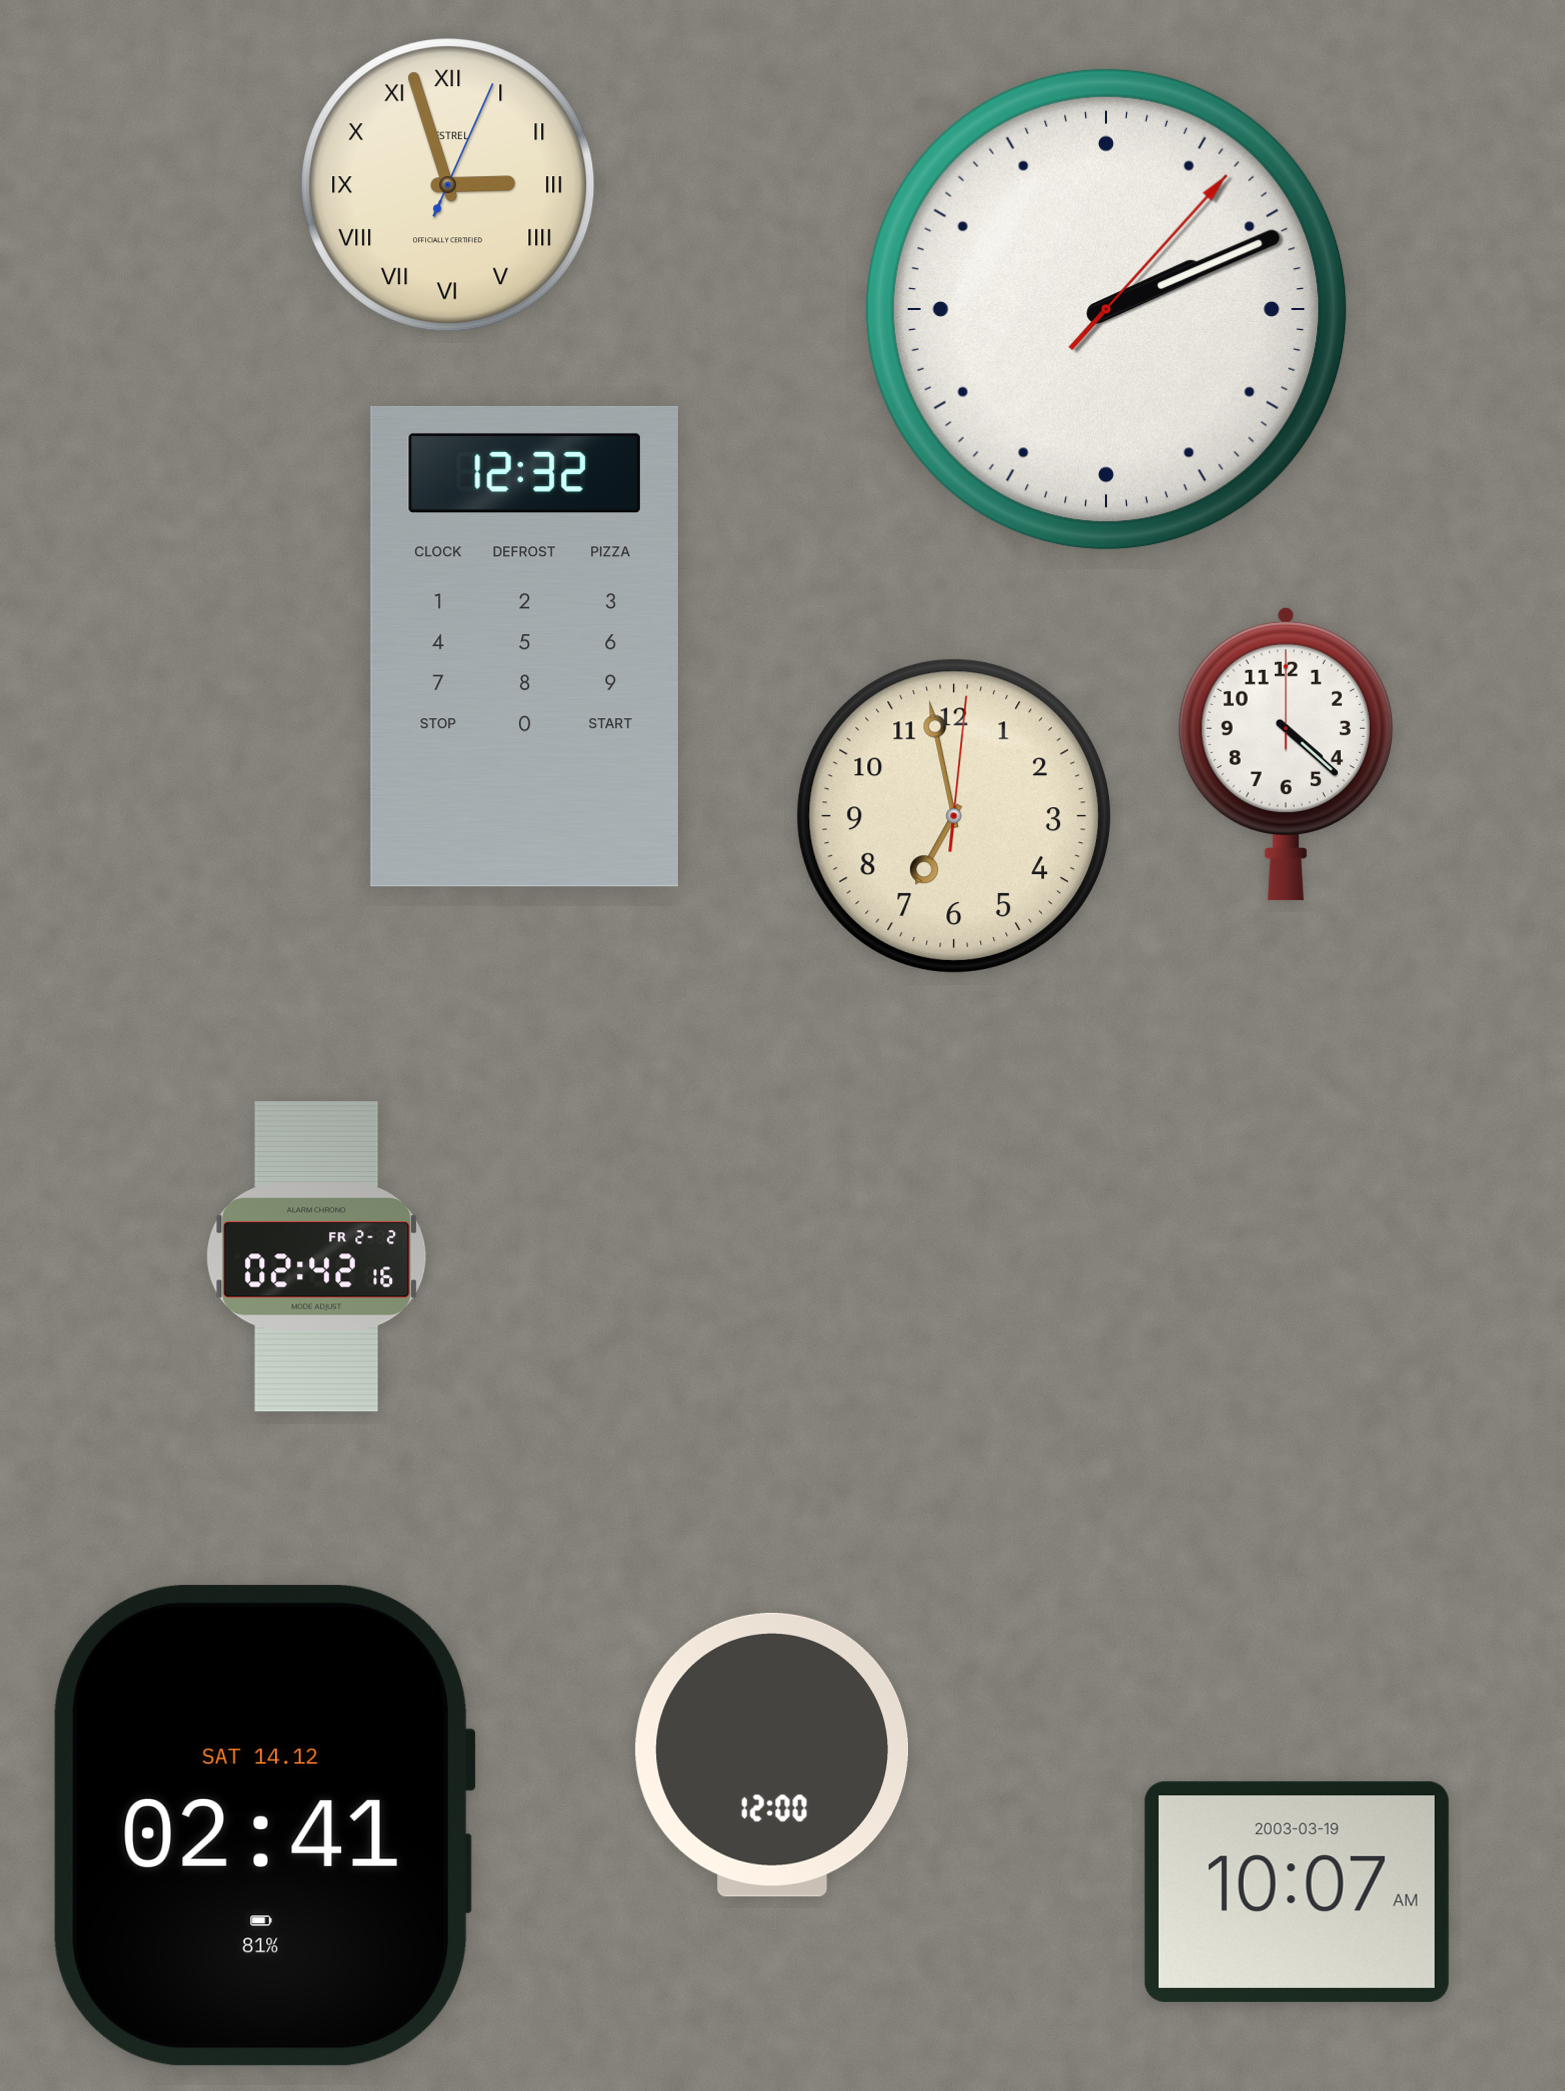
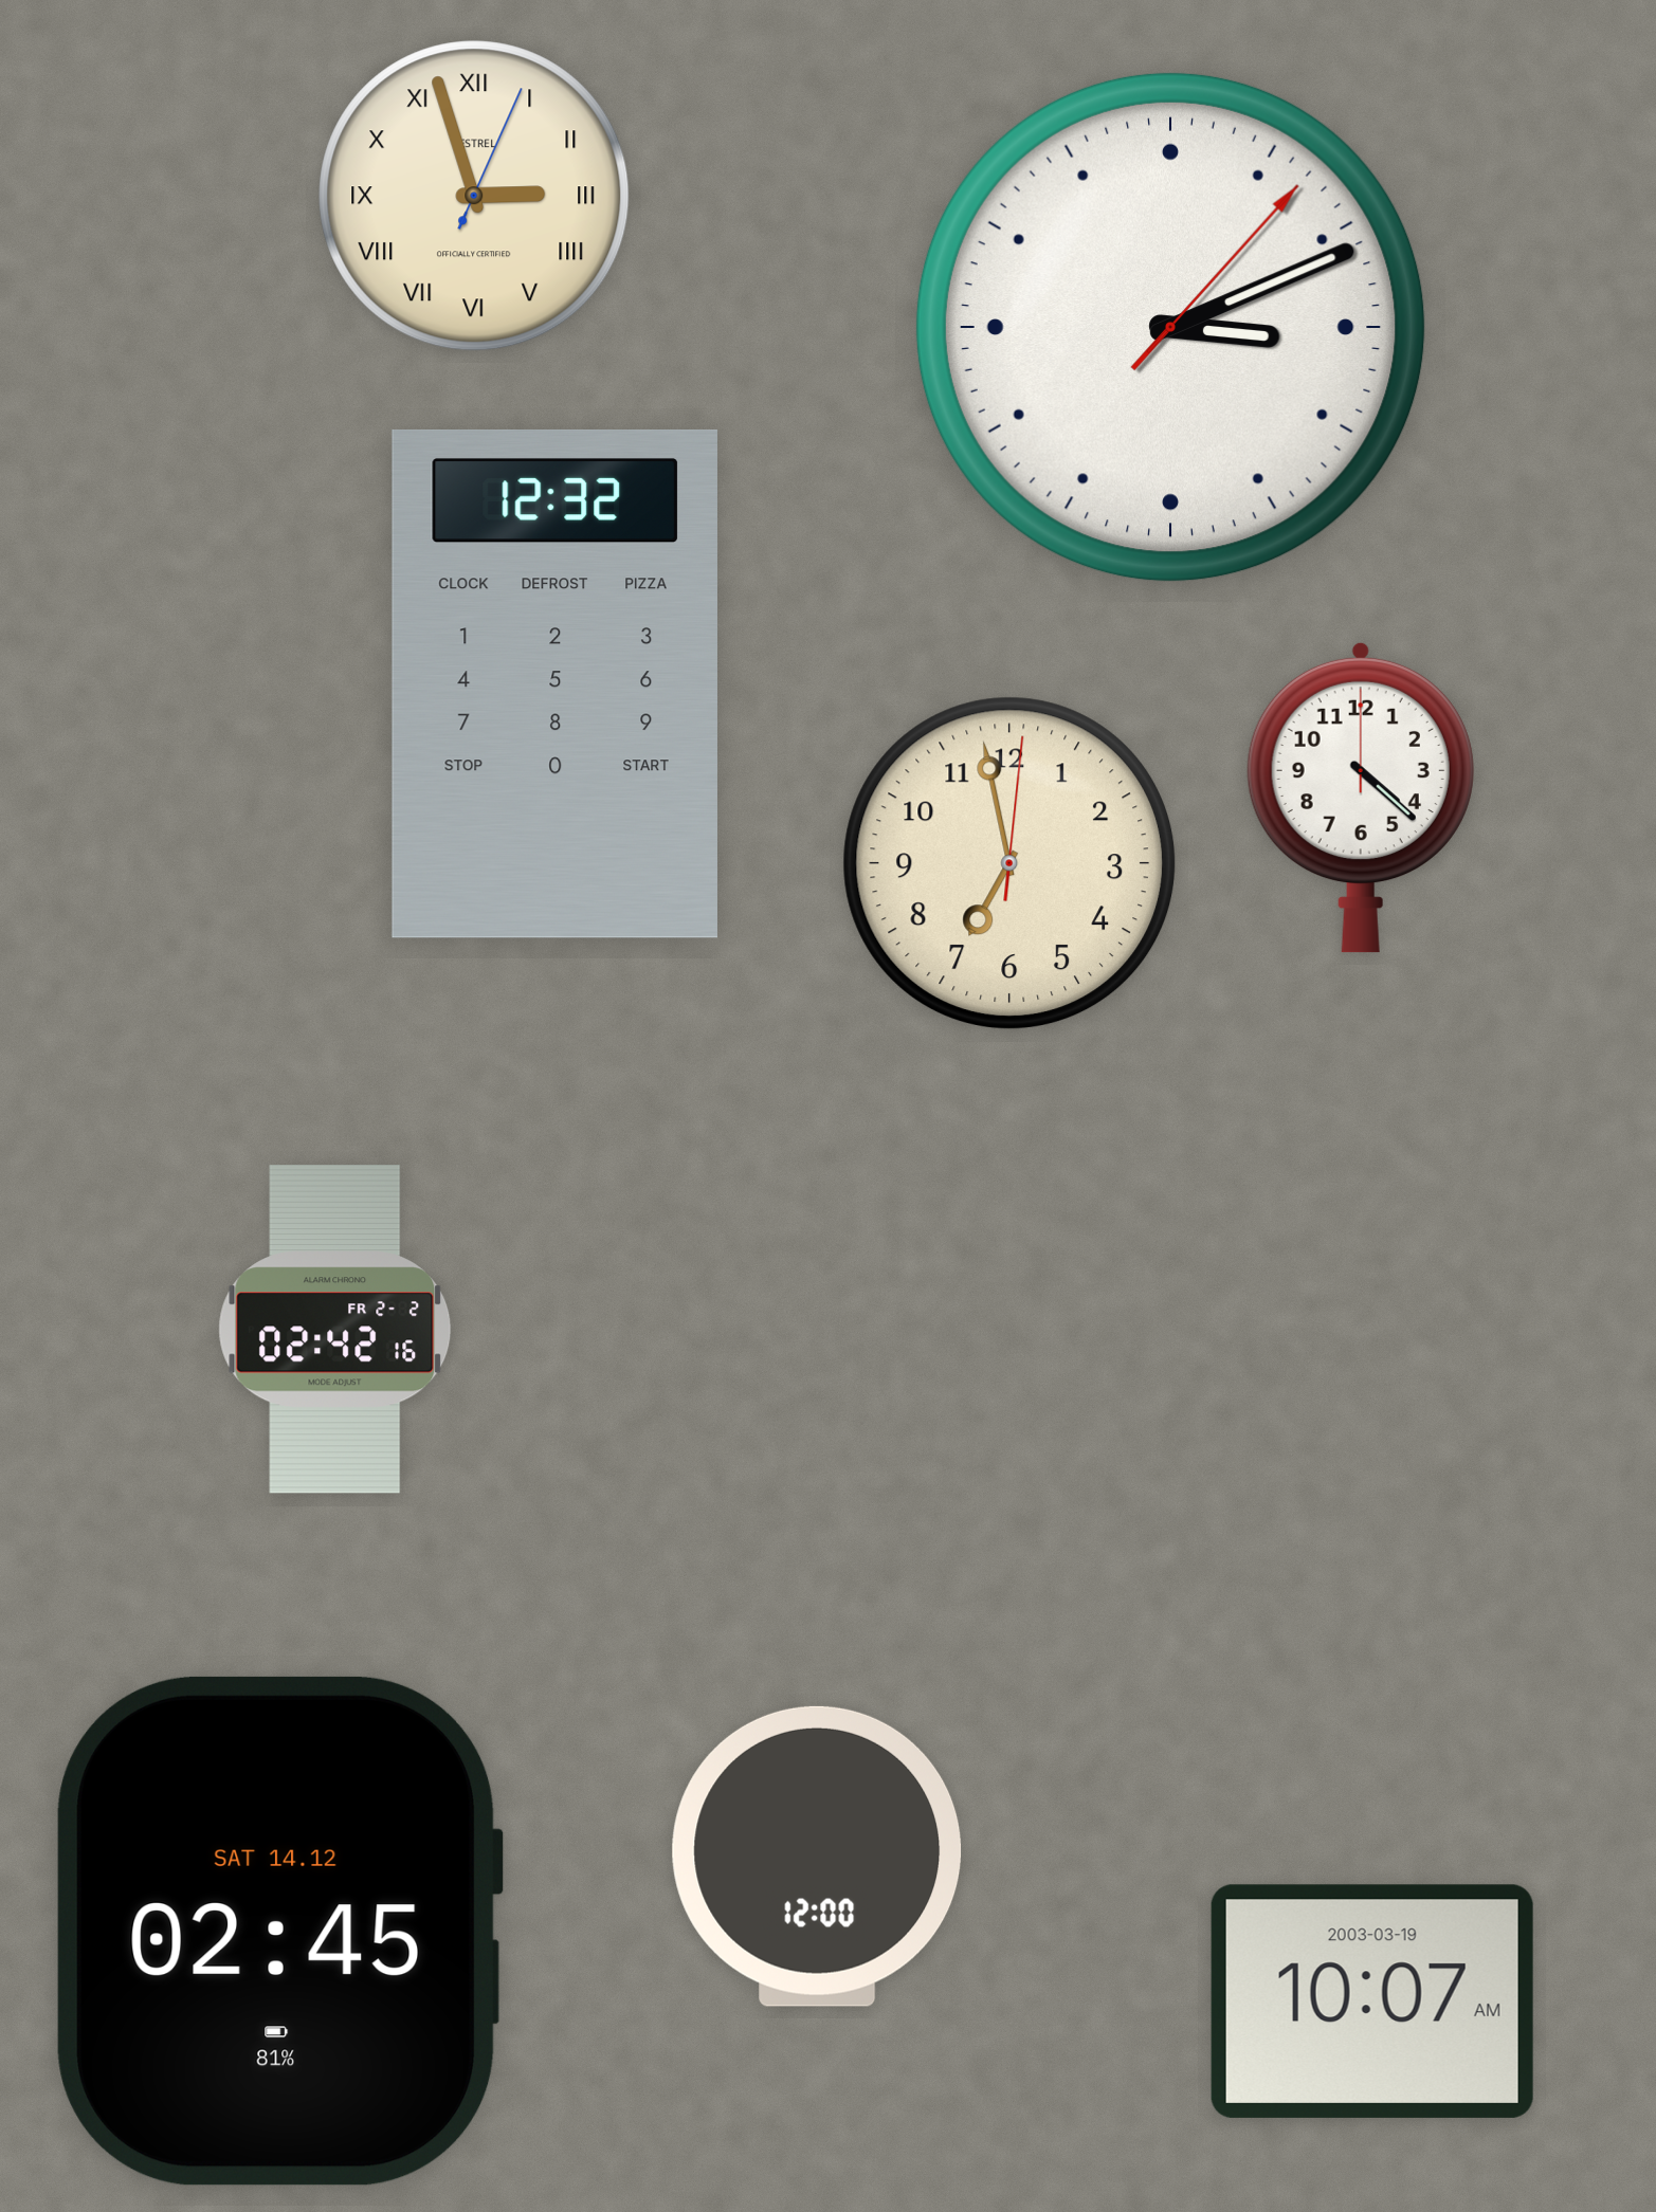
clock at (1106, 309): 2:11 -> 3:11
clock at (264, 1825): 02:41 -> 02:45
